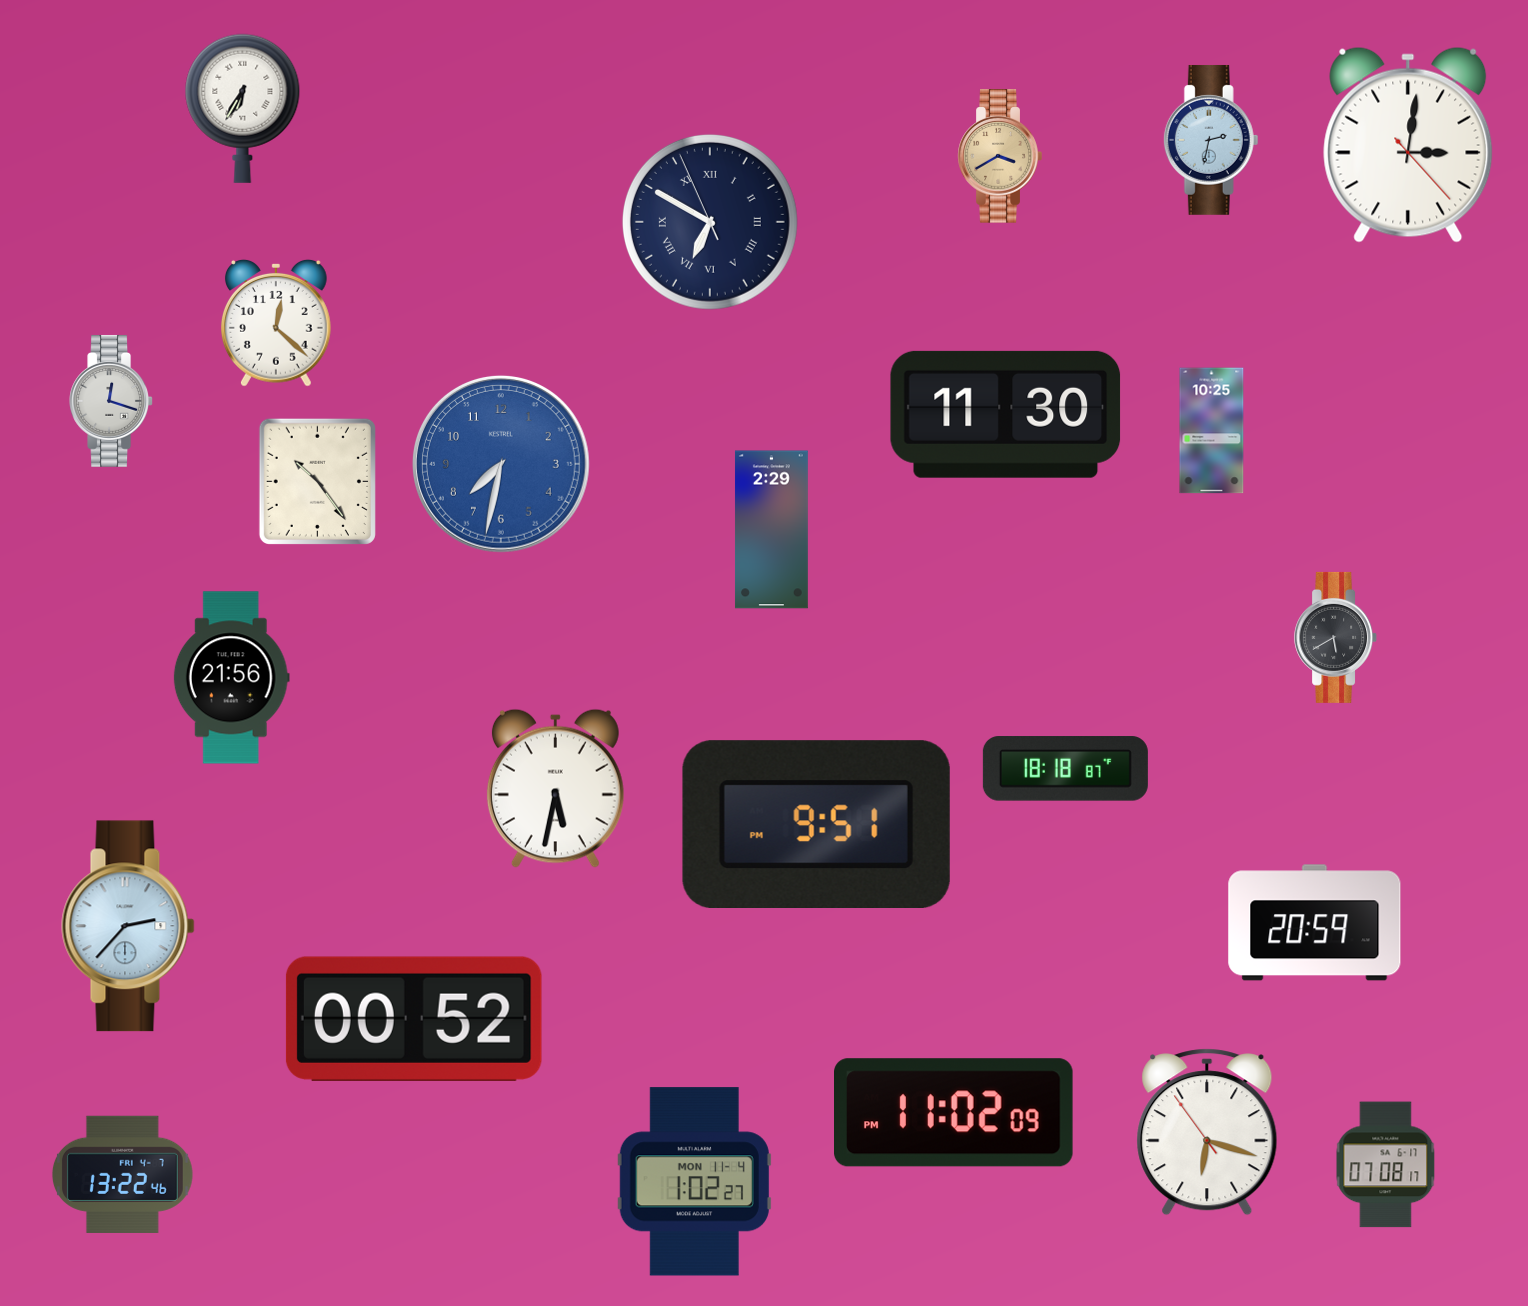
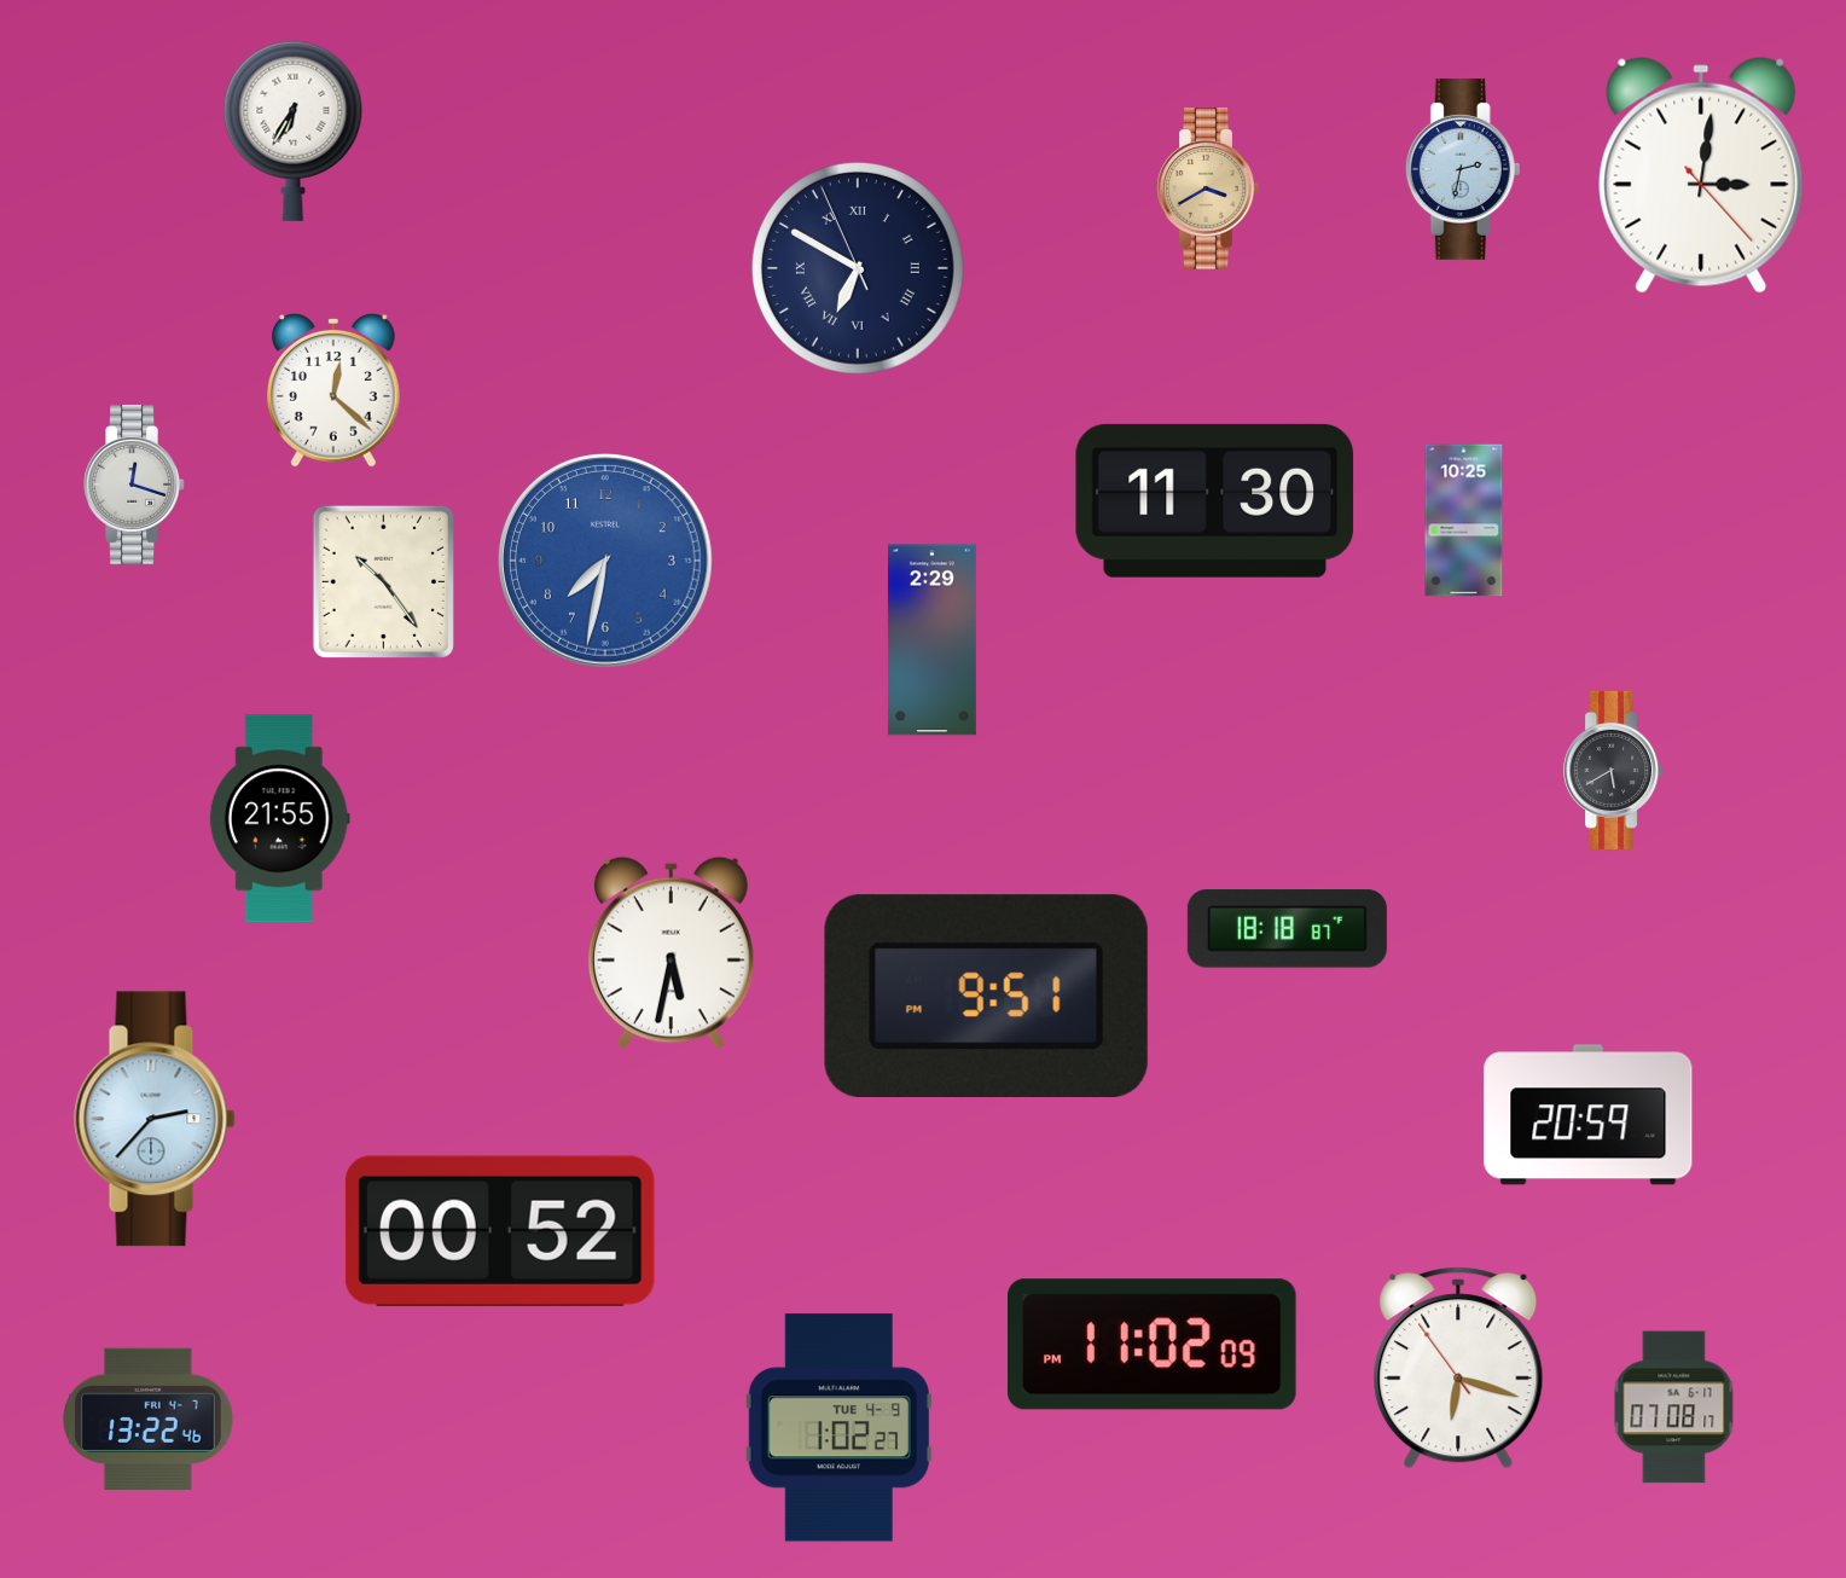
clock at (231, 678): 21:56 -> 21:55
clock at (694, 1182) date: MON 11-4 -> TUE 4-9
